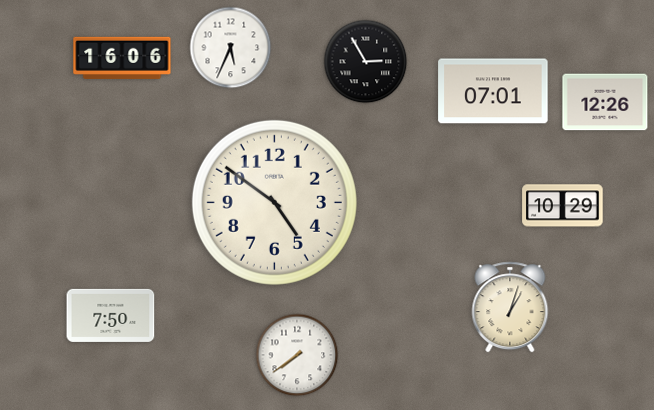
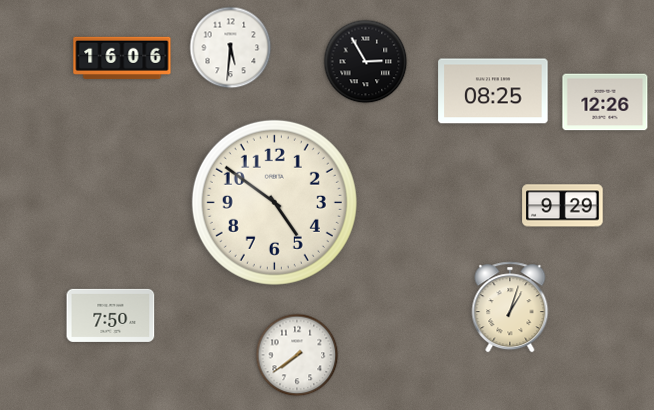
clock at (231, 48): 5:34 -> 5:31
clock at (493, 91): 07:01 -> 08:25
clock at (563, 206): 10:29 -> 9:29
